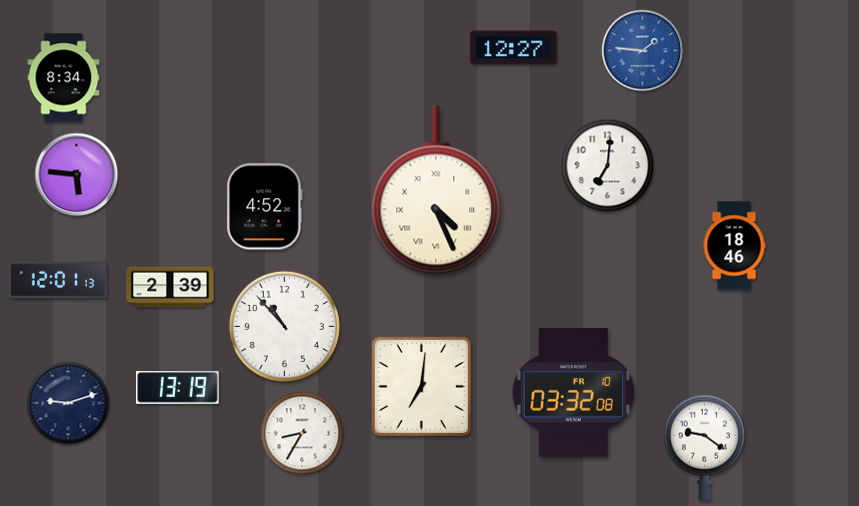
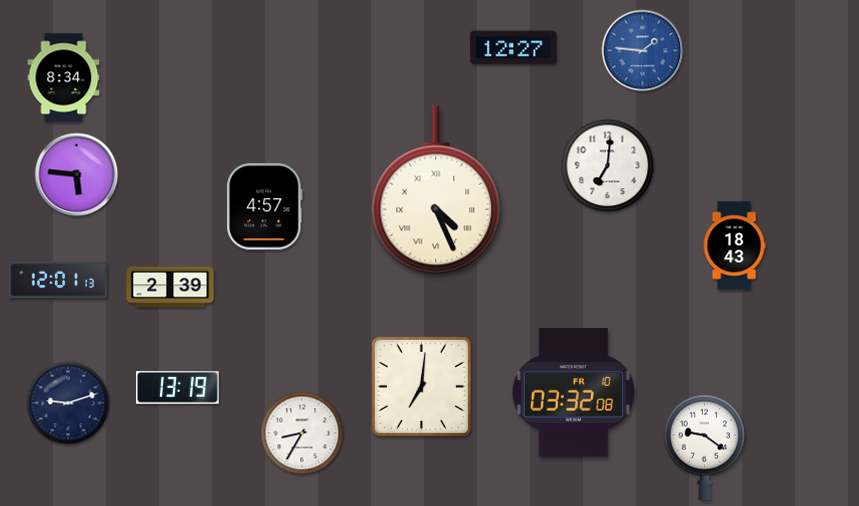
clock at (265, 207): 4:52 -> 4:57
clock at (734, 246): 18:46 -> 18:43
clock at (284, 326): 10:53 -> none
